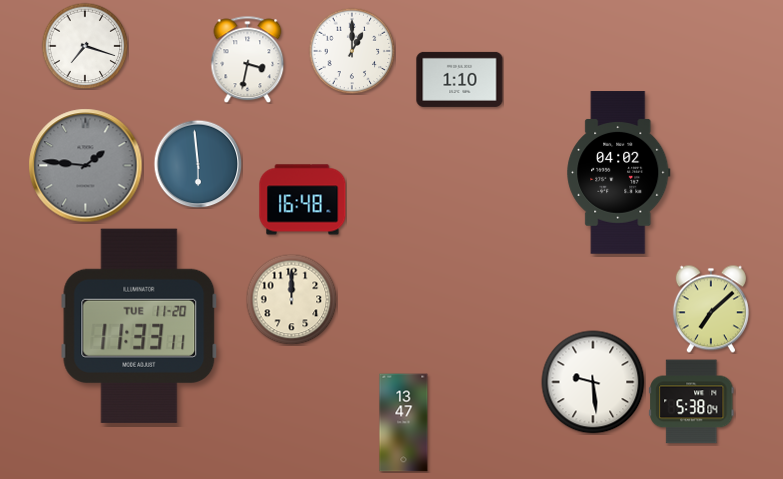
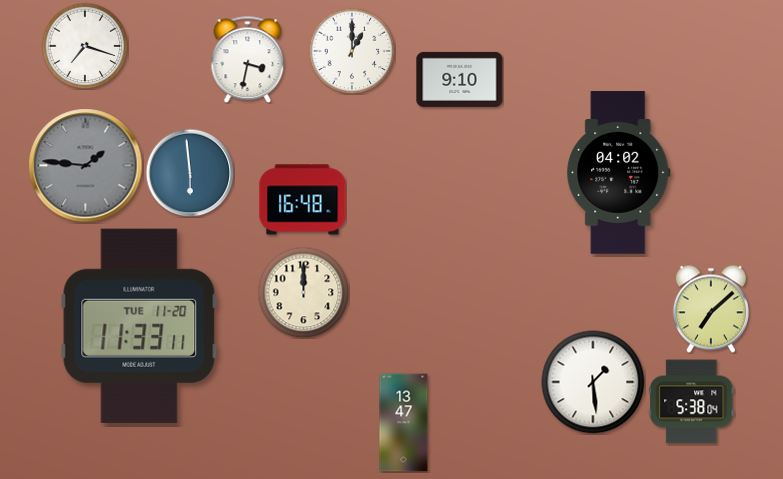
clock at (460, 79): 1:10 -> 9:10
clock at (198, 164) position: (198, 164) -> (190, 173)
clock at (291, 299) position: (291, 299) -> (303, 292)
clock at (593, 382): 9:29 -> 1:29
